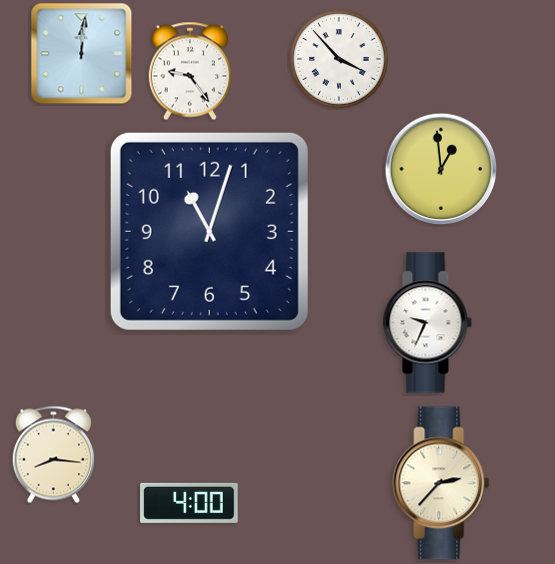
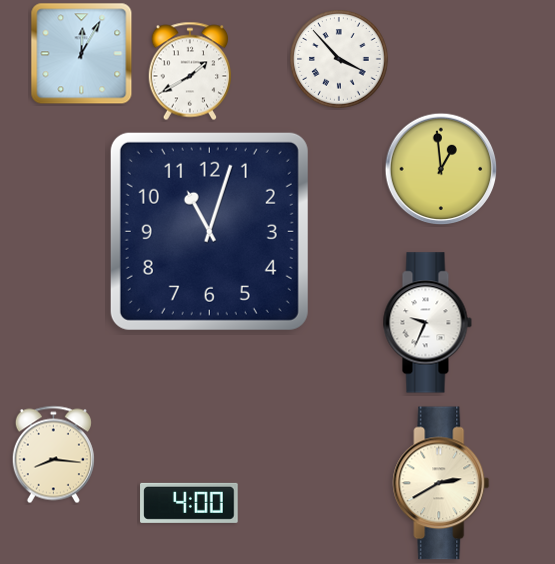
clock at (82, 54): 12:01 -> 12:05
clock at (189, 71): 9:24 -> 1:40
clock at (441, 483): 2:37 -> 2:40
